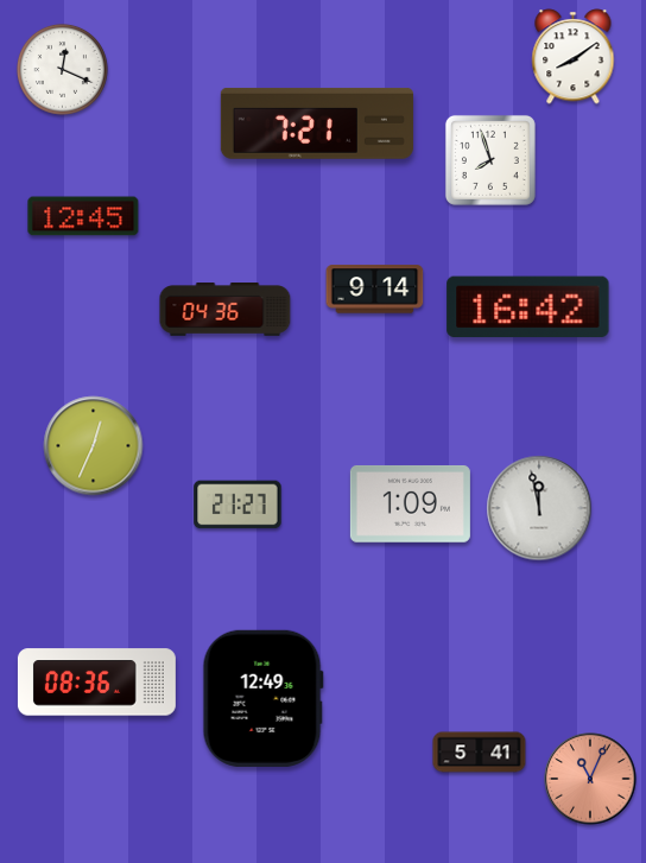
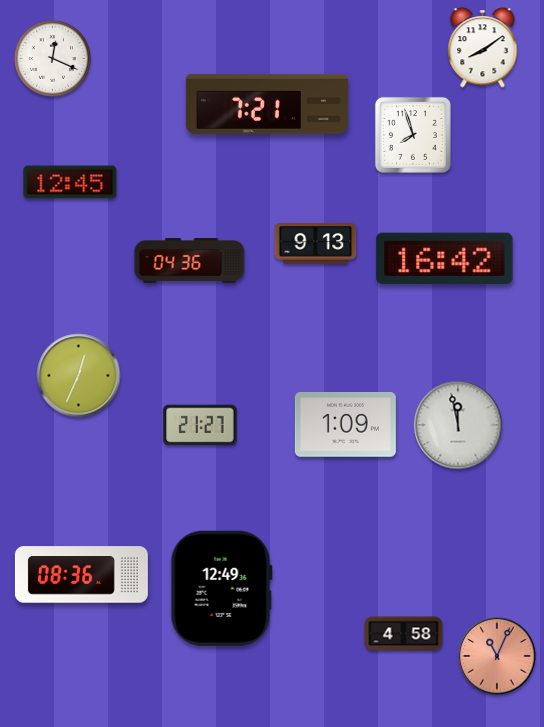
clock at (375, 290): 9:14 -> 9:13
clock at (539, 508) position: (539, 508) -> (458, 425)
clock at (480, 753): 5:41 -> 4:58
